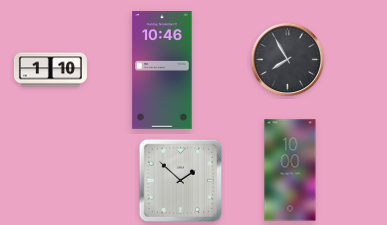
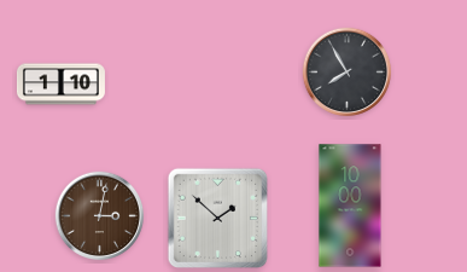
clock at (162, 70): 10:46 -> none
clock at (100, 216): none -> 3:02
